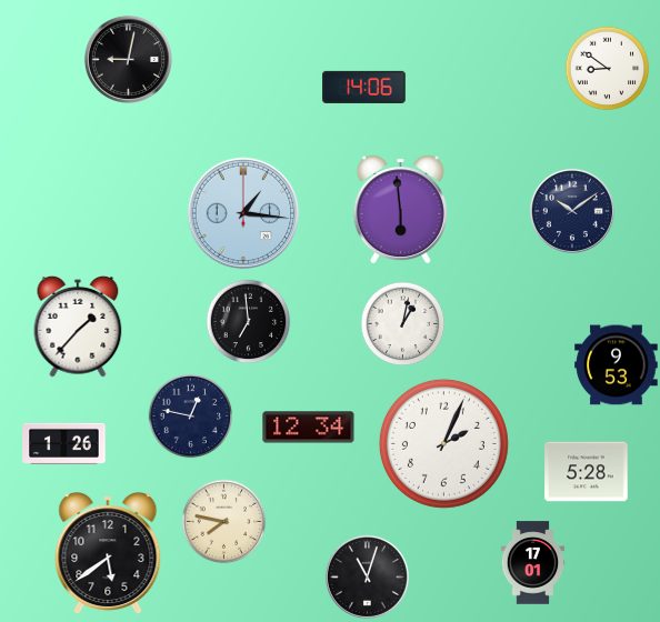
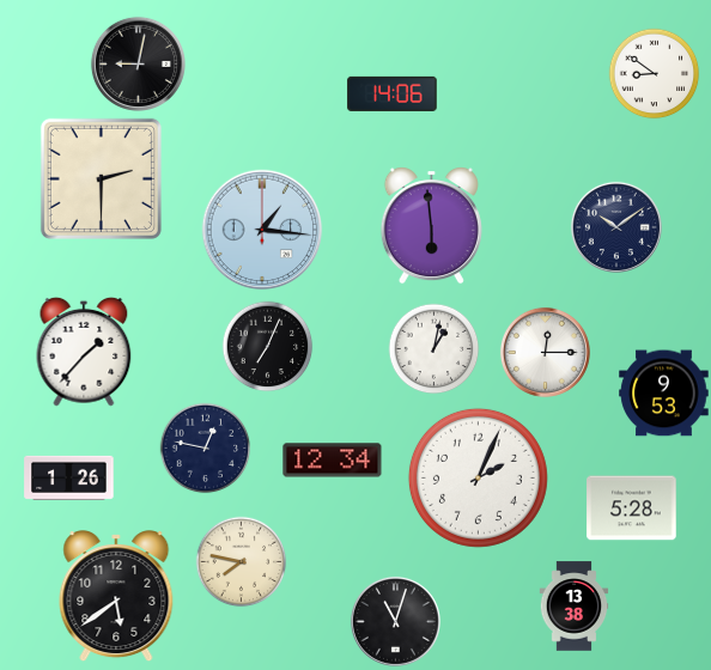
clock at (101, 178): none -> 2:30
clock at (249, 322): 6:59 -> 7:04
clock at (545, 352): none -> 12:15
clock at (533, 563): 17:01 -> 13:38
